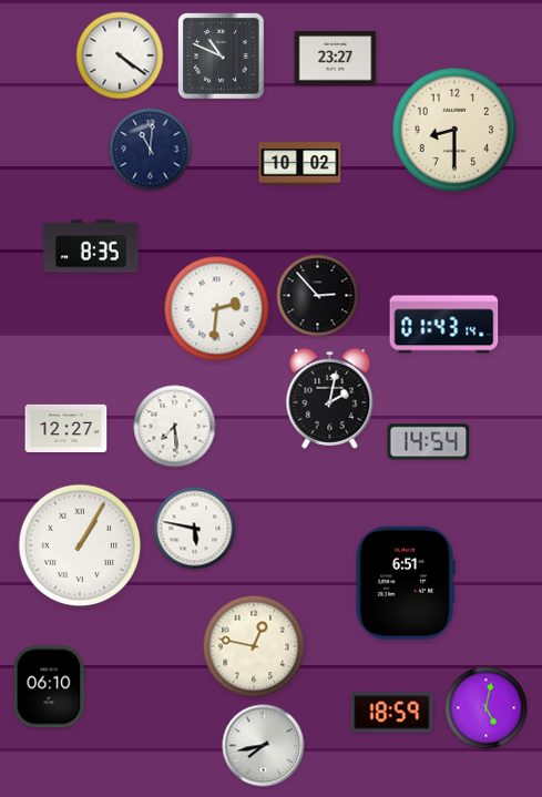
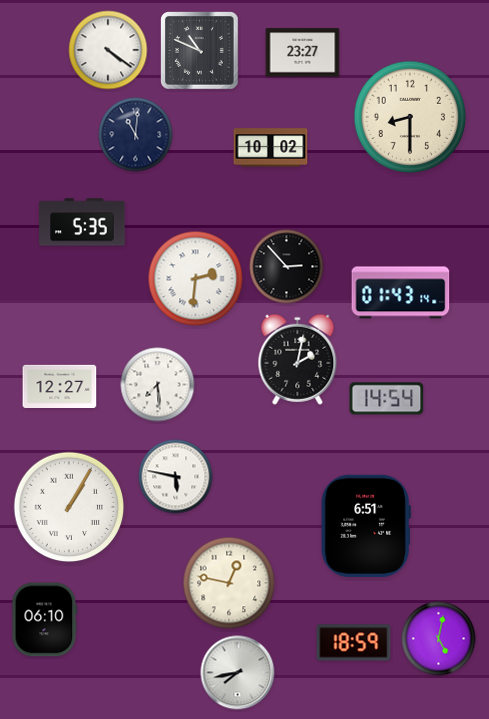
clock at (91, 246): 8:35 -> 5:35
clock at (80, 545) position: (80, 545) -> (69, 507)
